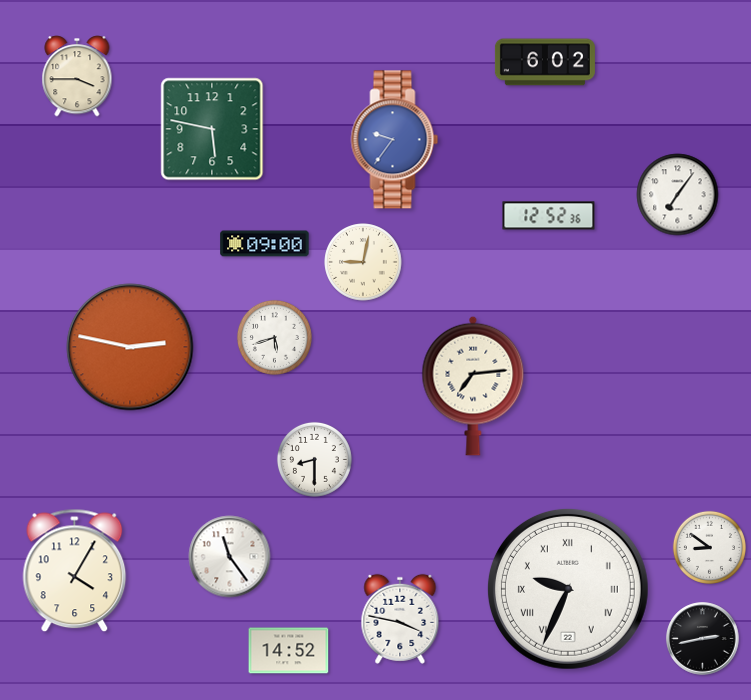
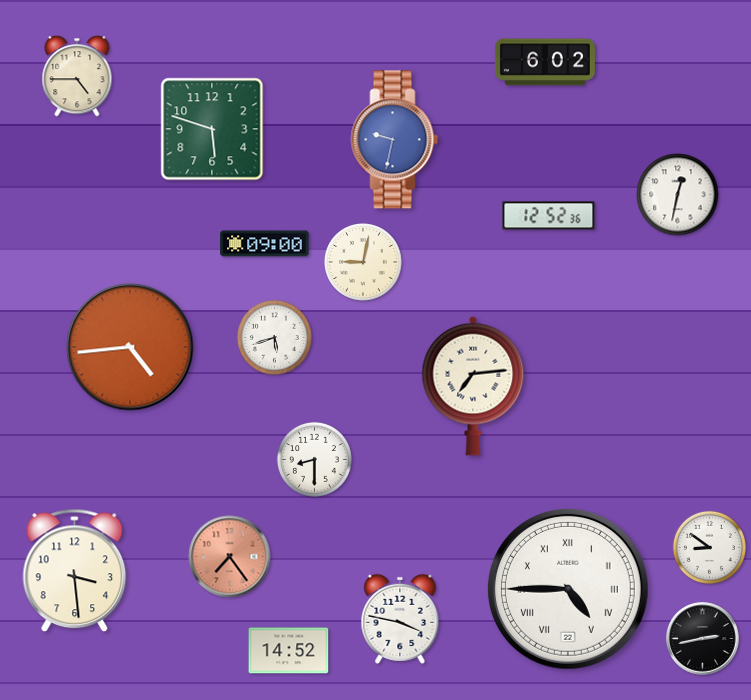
clock at (77, 76): 3:45 -> 4:45
clock at (212, 129): 5:47 -> 5:48
clock at (395, 140): 9:36 -> 9:32
clock at (678, 195): 7:06 -> 12:32
clock at (130, 347): 2:47 -> 4:44
clock at (230, 557): 11:24 -> 7:24
clock at (230, 557) dial: white -> salmon
clock at (75, 571): 4:05 -> 3:29
clock at (568, 589): 9:34 -> 4:45
